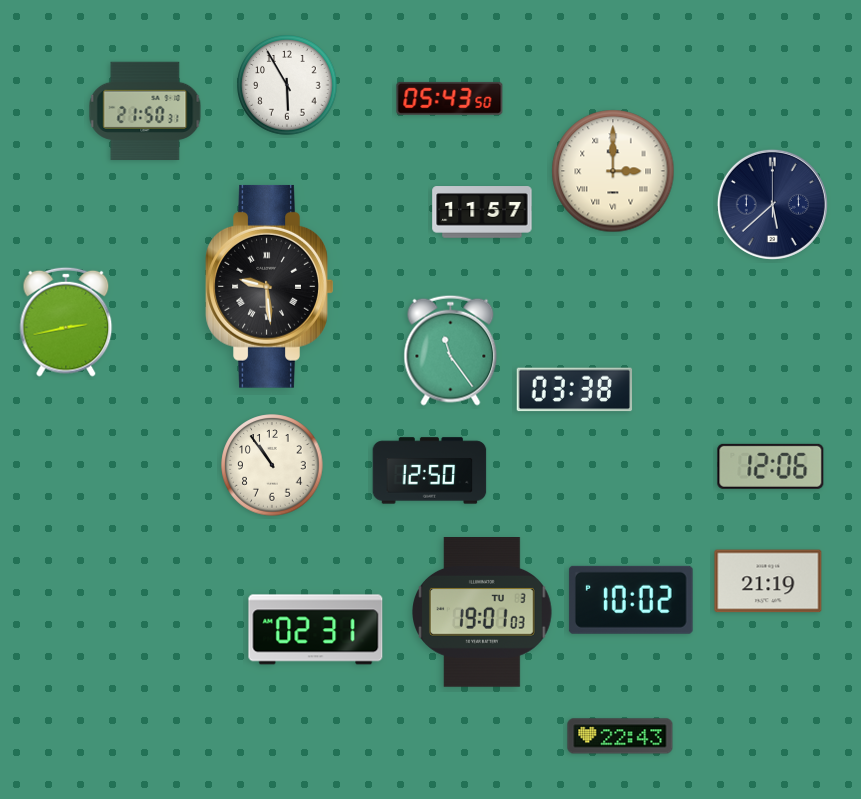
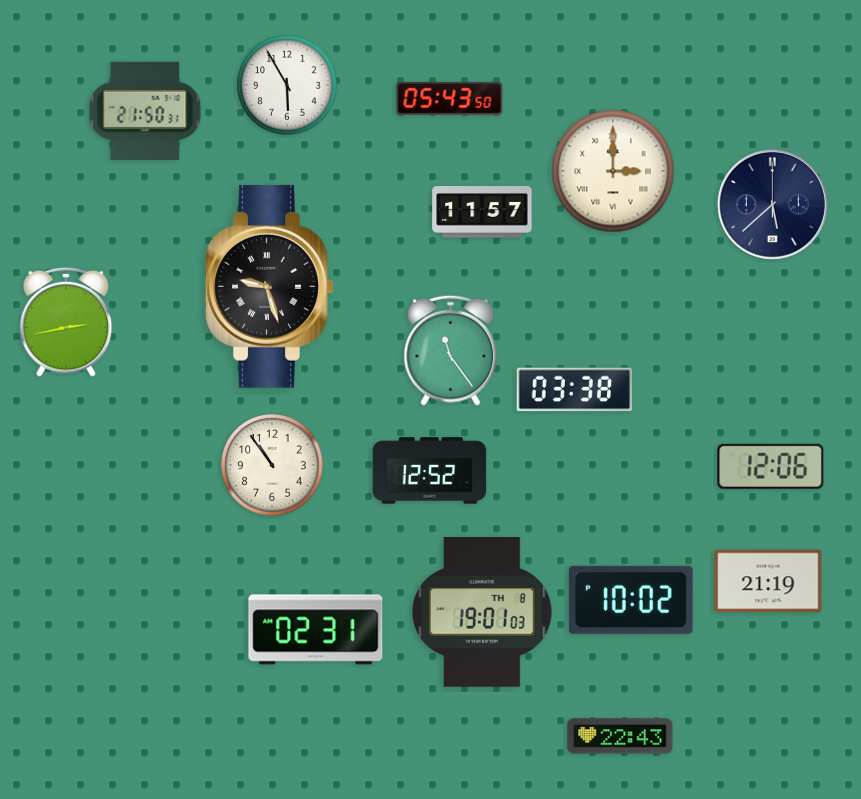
clock at (270, 286): 9:29 -> 9:27
clock at (430, 471): 12:50 -> 12:52
clock at (483, 613) date: TU 3 -> TH 8
